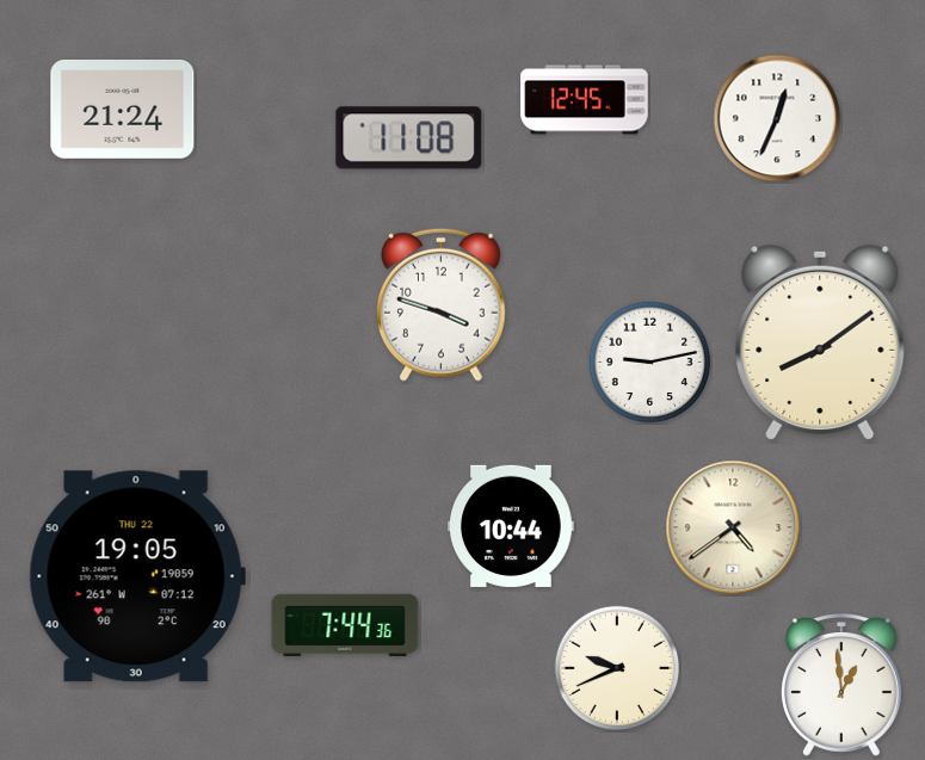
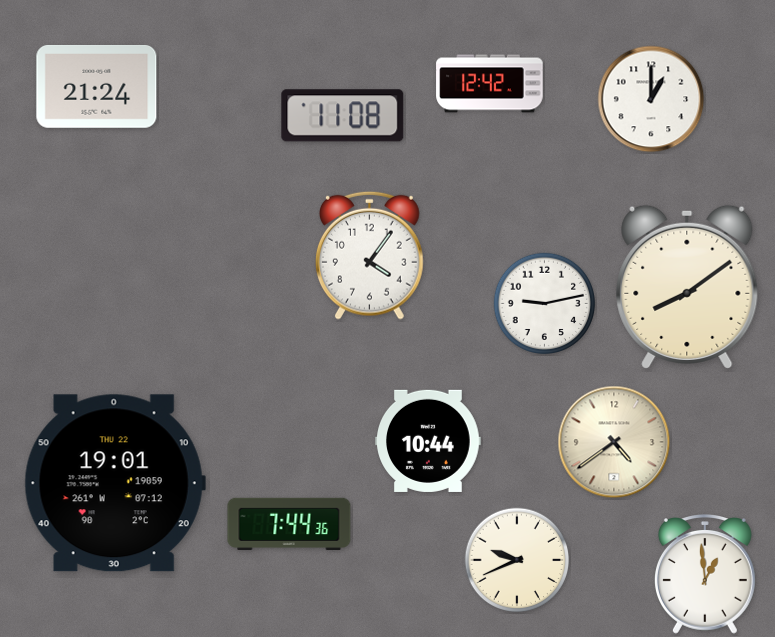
clock at (585, 100): 12:45 -> 12:42
clock at (123, 109) position: (123, 109) -> (97, 86)
clock at (777, 118): 12:34 -> 1:00
clock at (442, 304): 3:48 -> 4:06
clock at (137, 576): 19:05 -> 19:01
